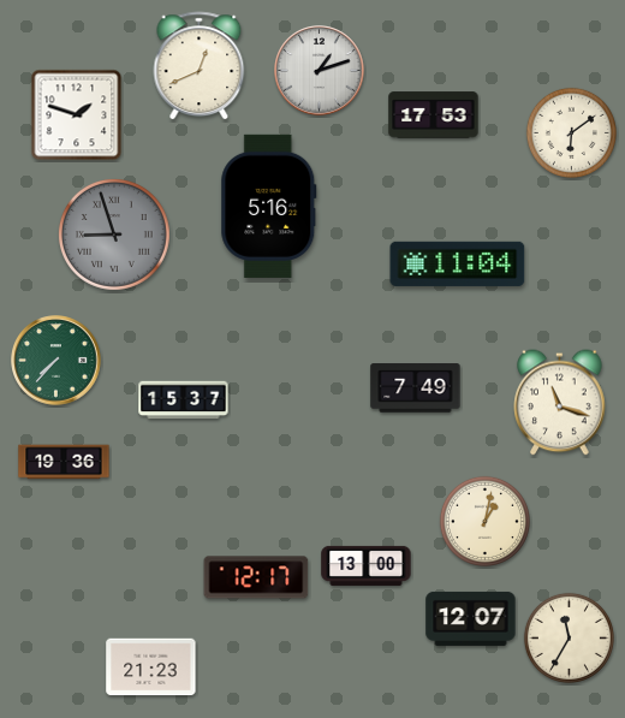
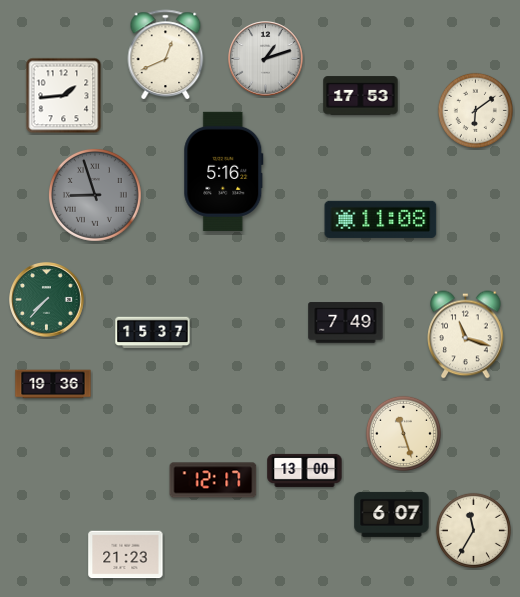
clock at (77, 115): 1:48 -> 1:44
clock at (458, 263): 11:04 -> 11:08
clock at (484, 521): 1:02 -> 11:27
clock at (471, 618): 12:07 -> 6:07
